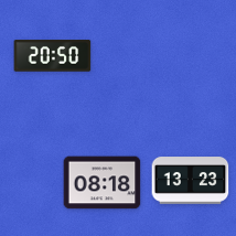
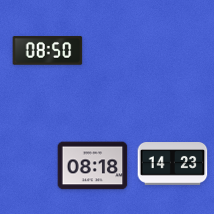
clock at (53, 56): 20:50 -> 08:50
clock at (191, 181): 13:23 -> 14:23
